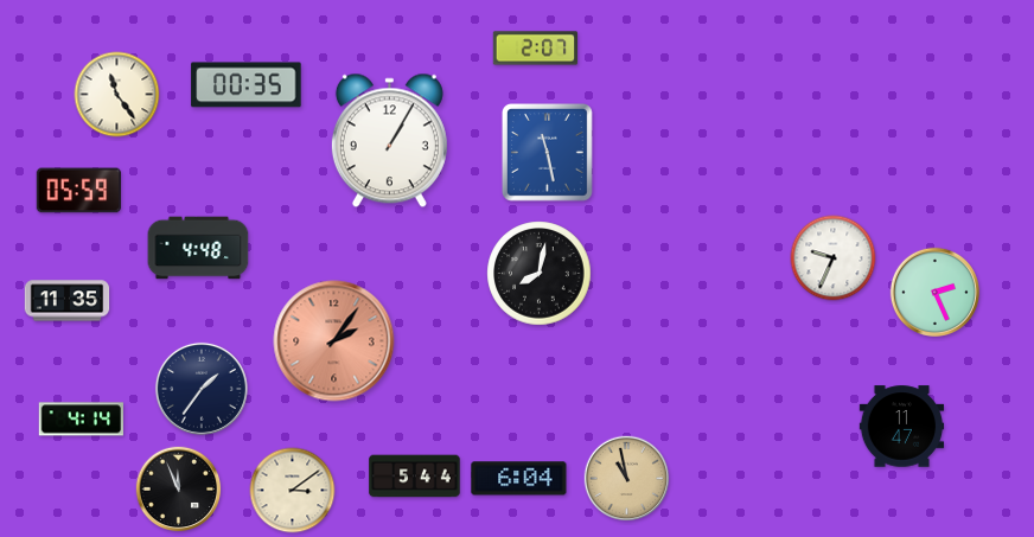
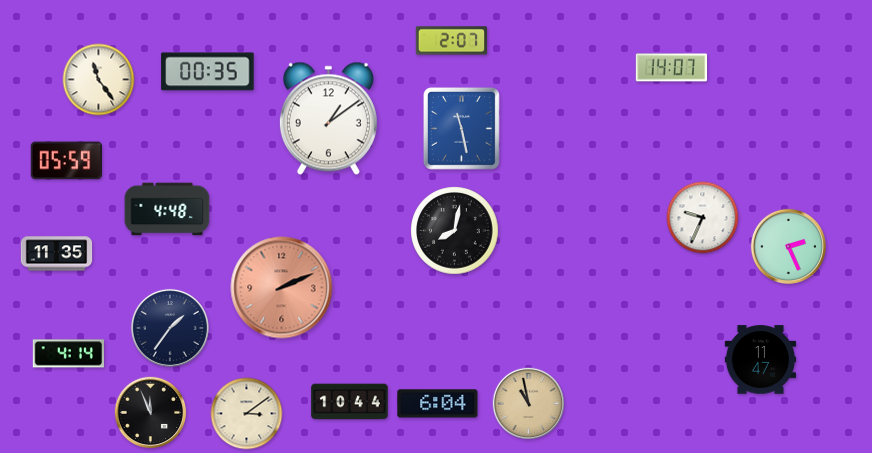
clock at (672, 68): none -> 14:07
clock at (389, 141): 1:05 -> 1:09
clock at (334, 341): 2:06 -> 2:11
clock at (415, 477): 5:44 -> 10:44
